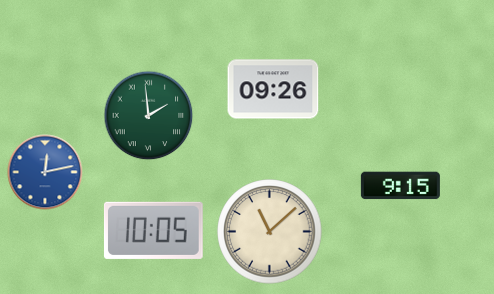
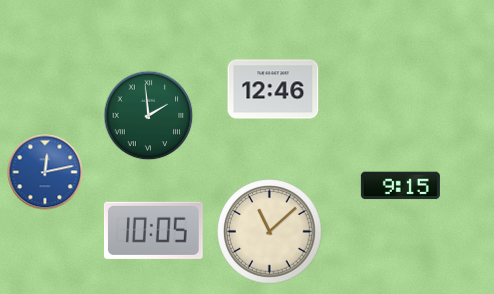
clock at (273, 89): 09:26 -> 12:46
